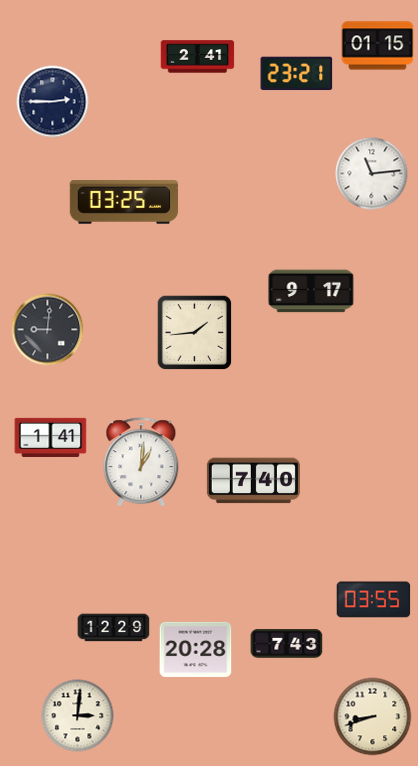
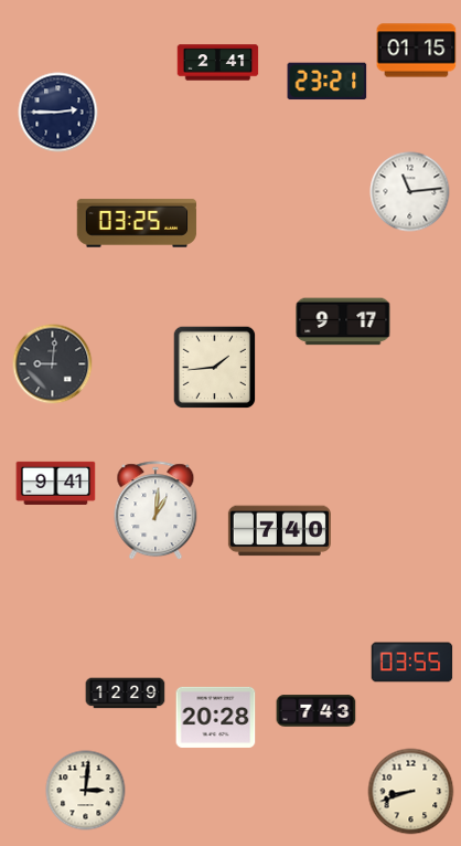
clock at (51, 437): 1:41 -> 9:41
